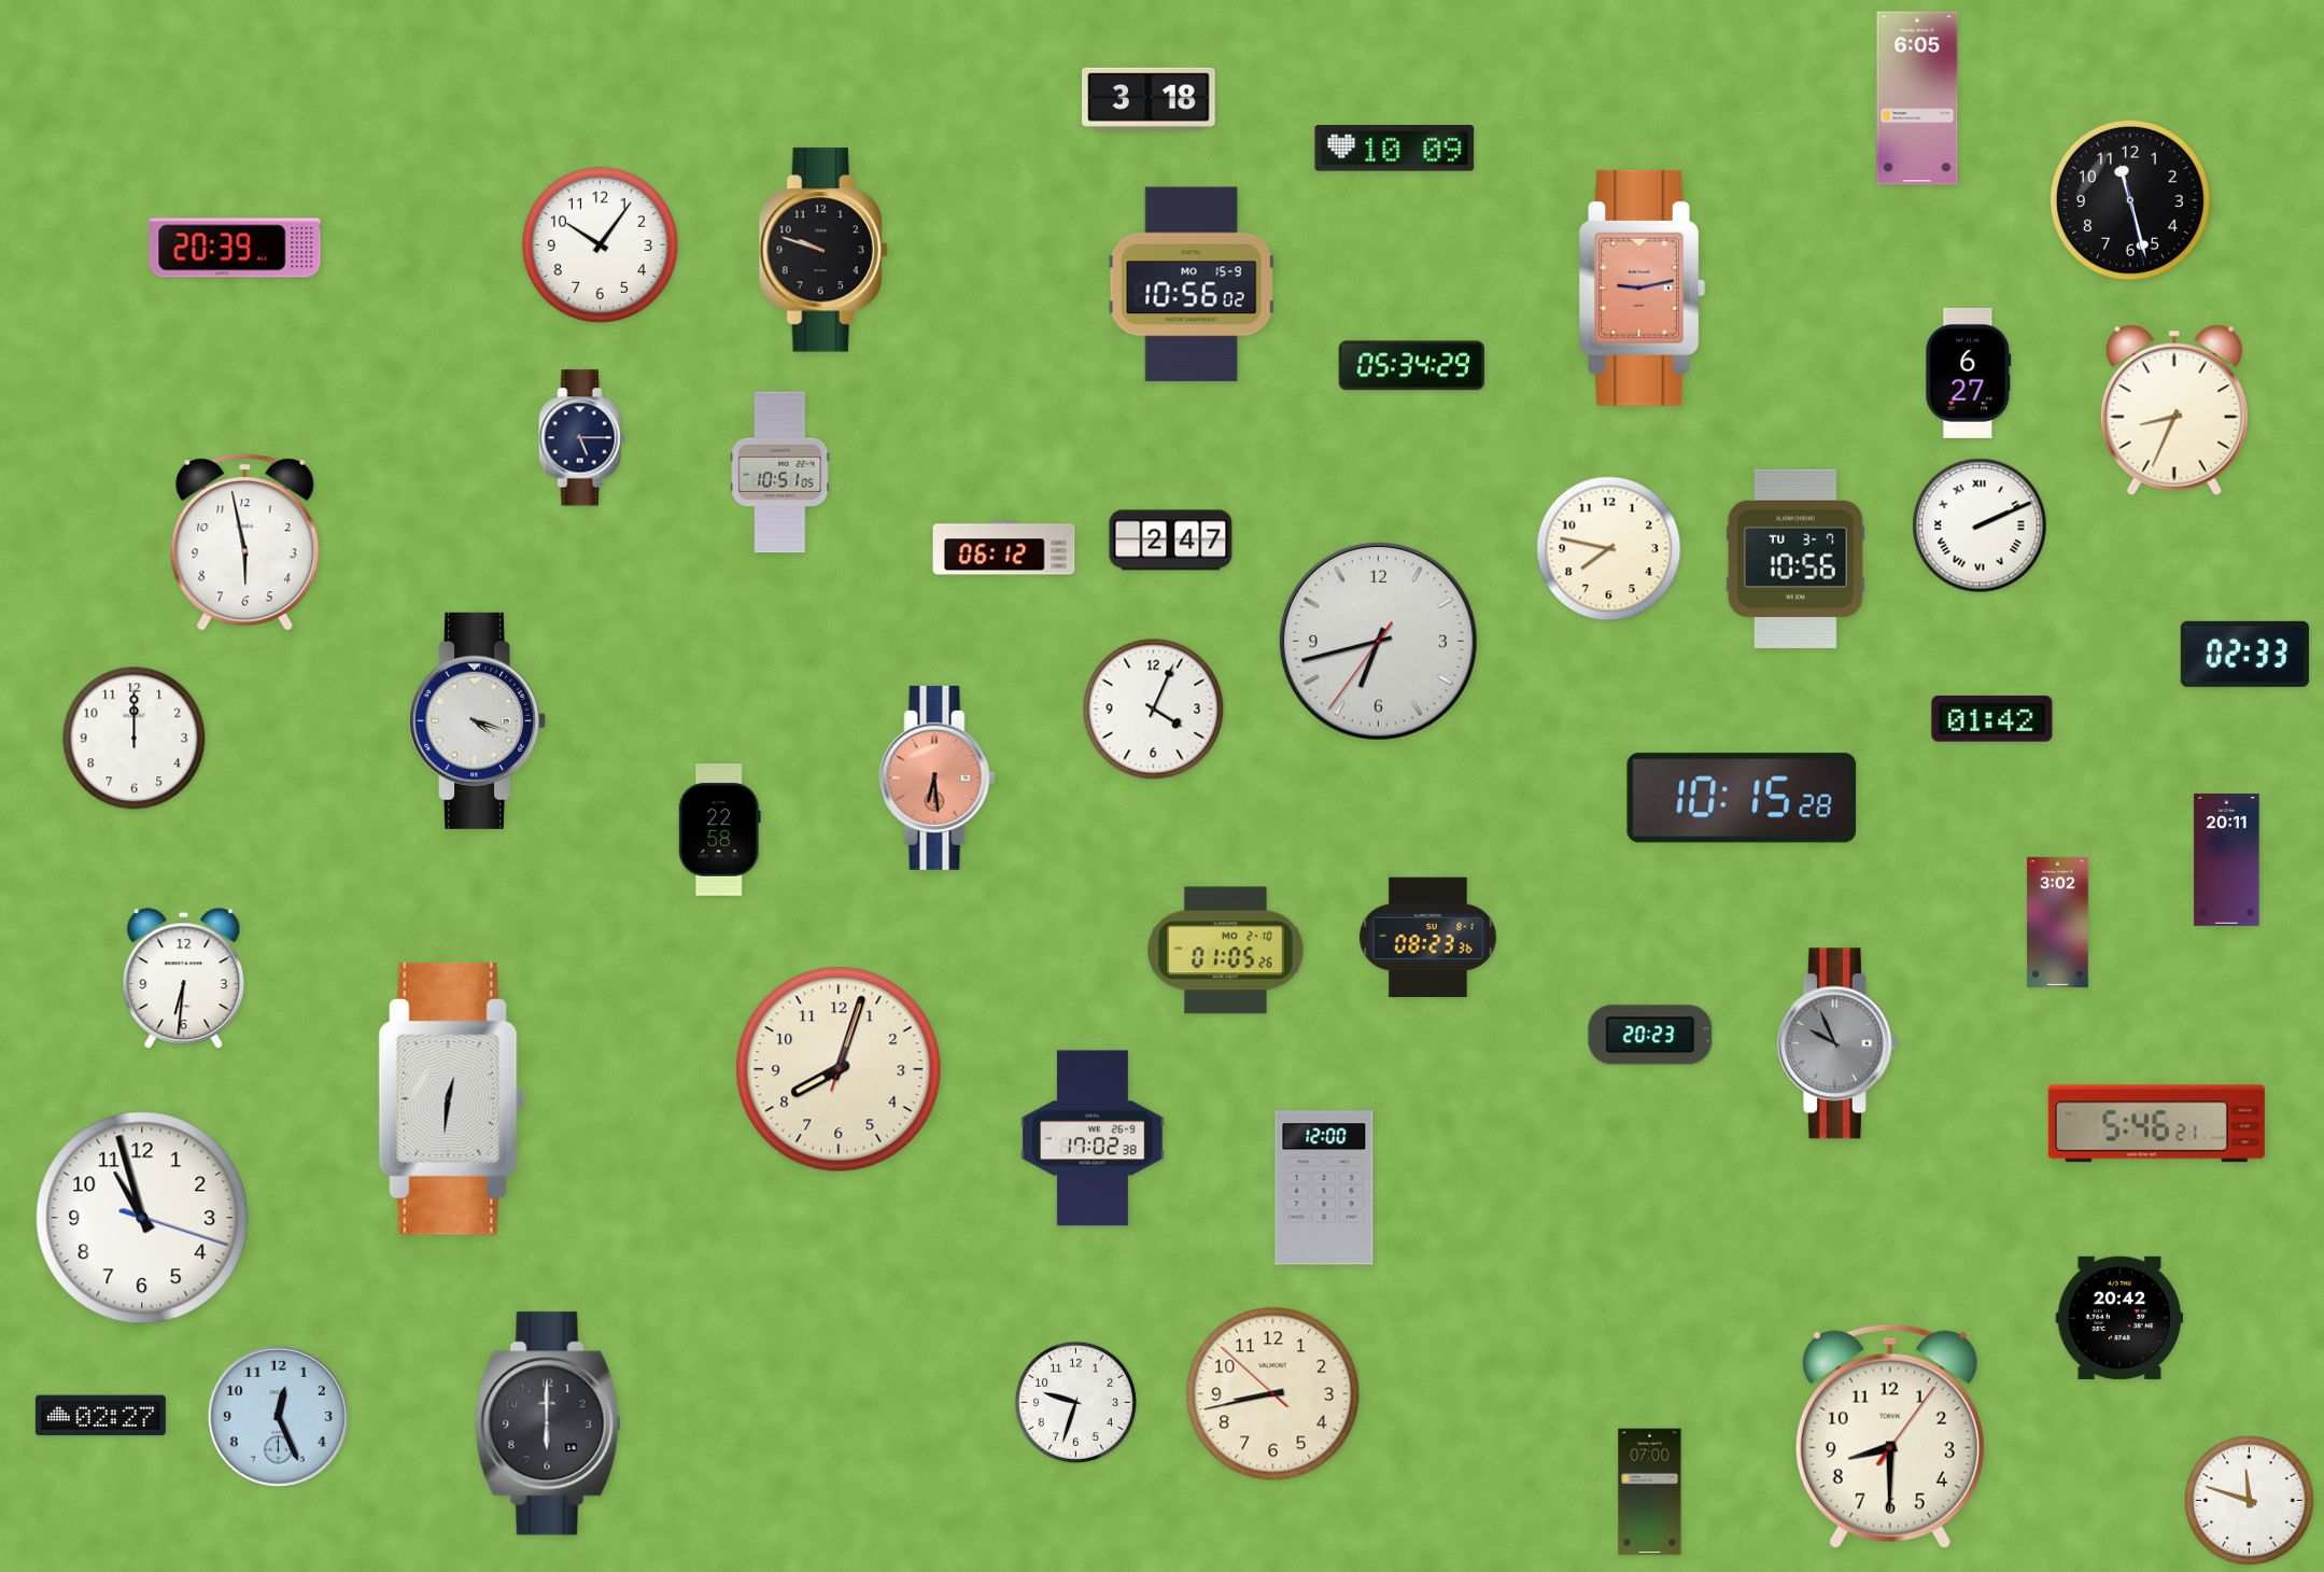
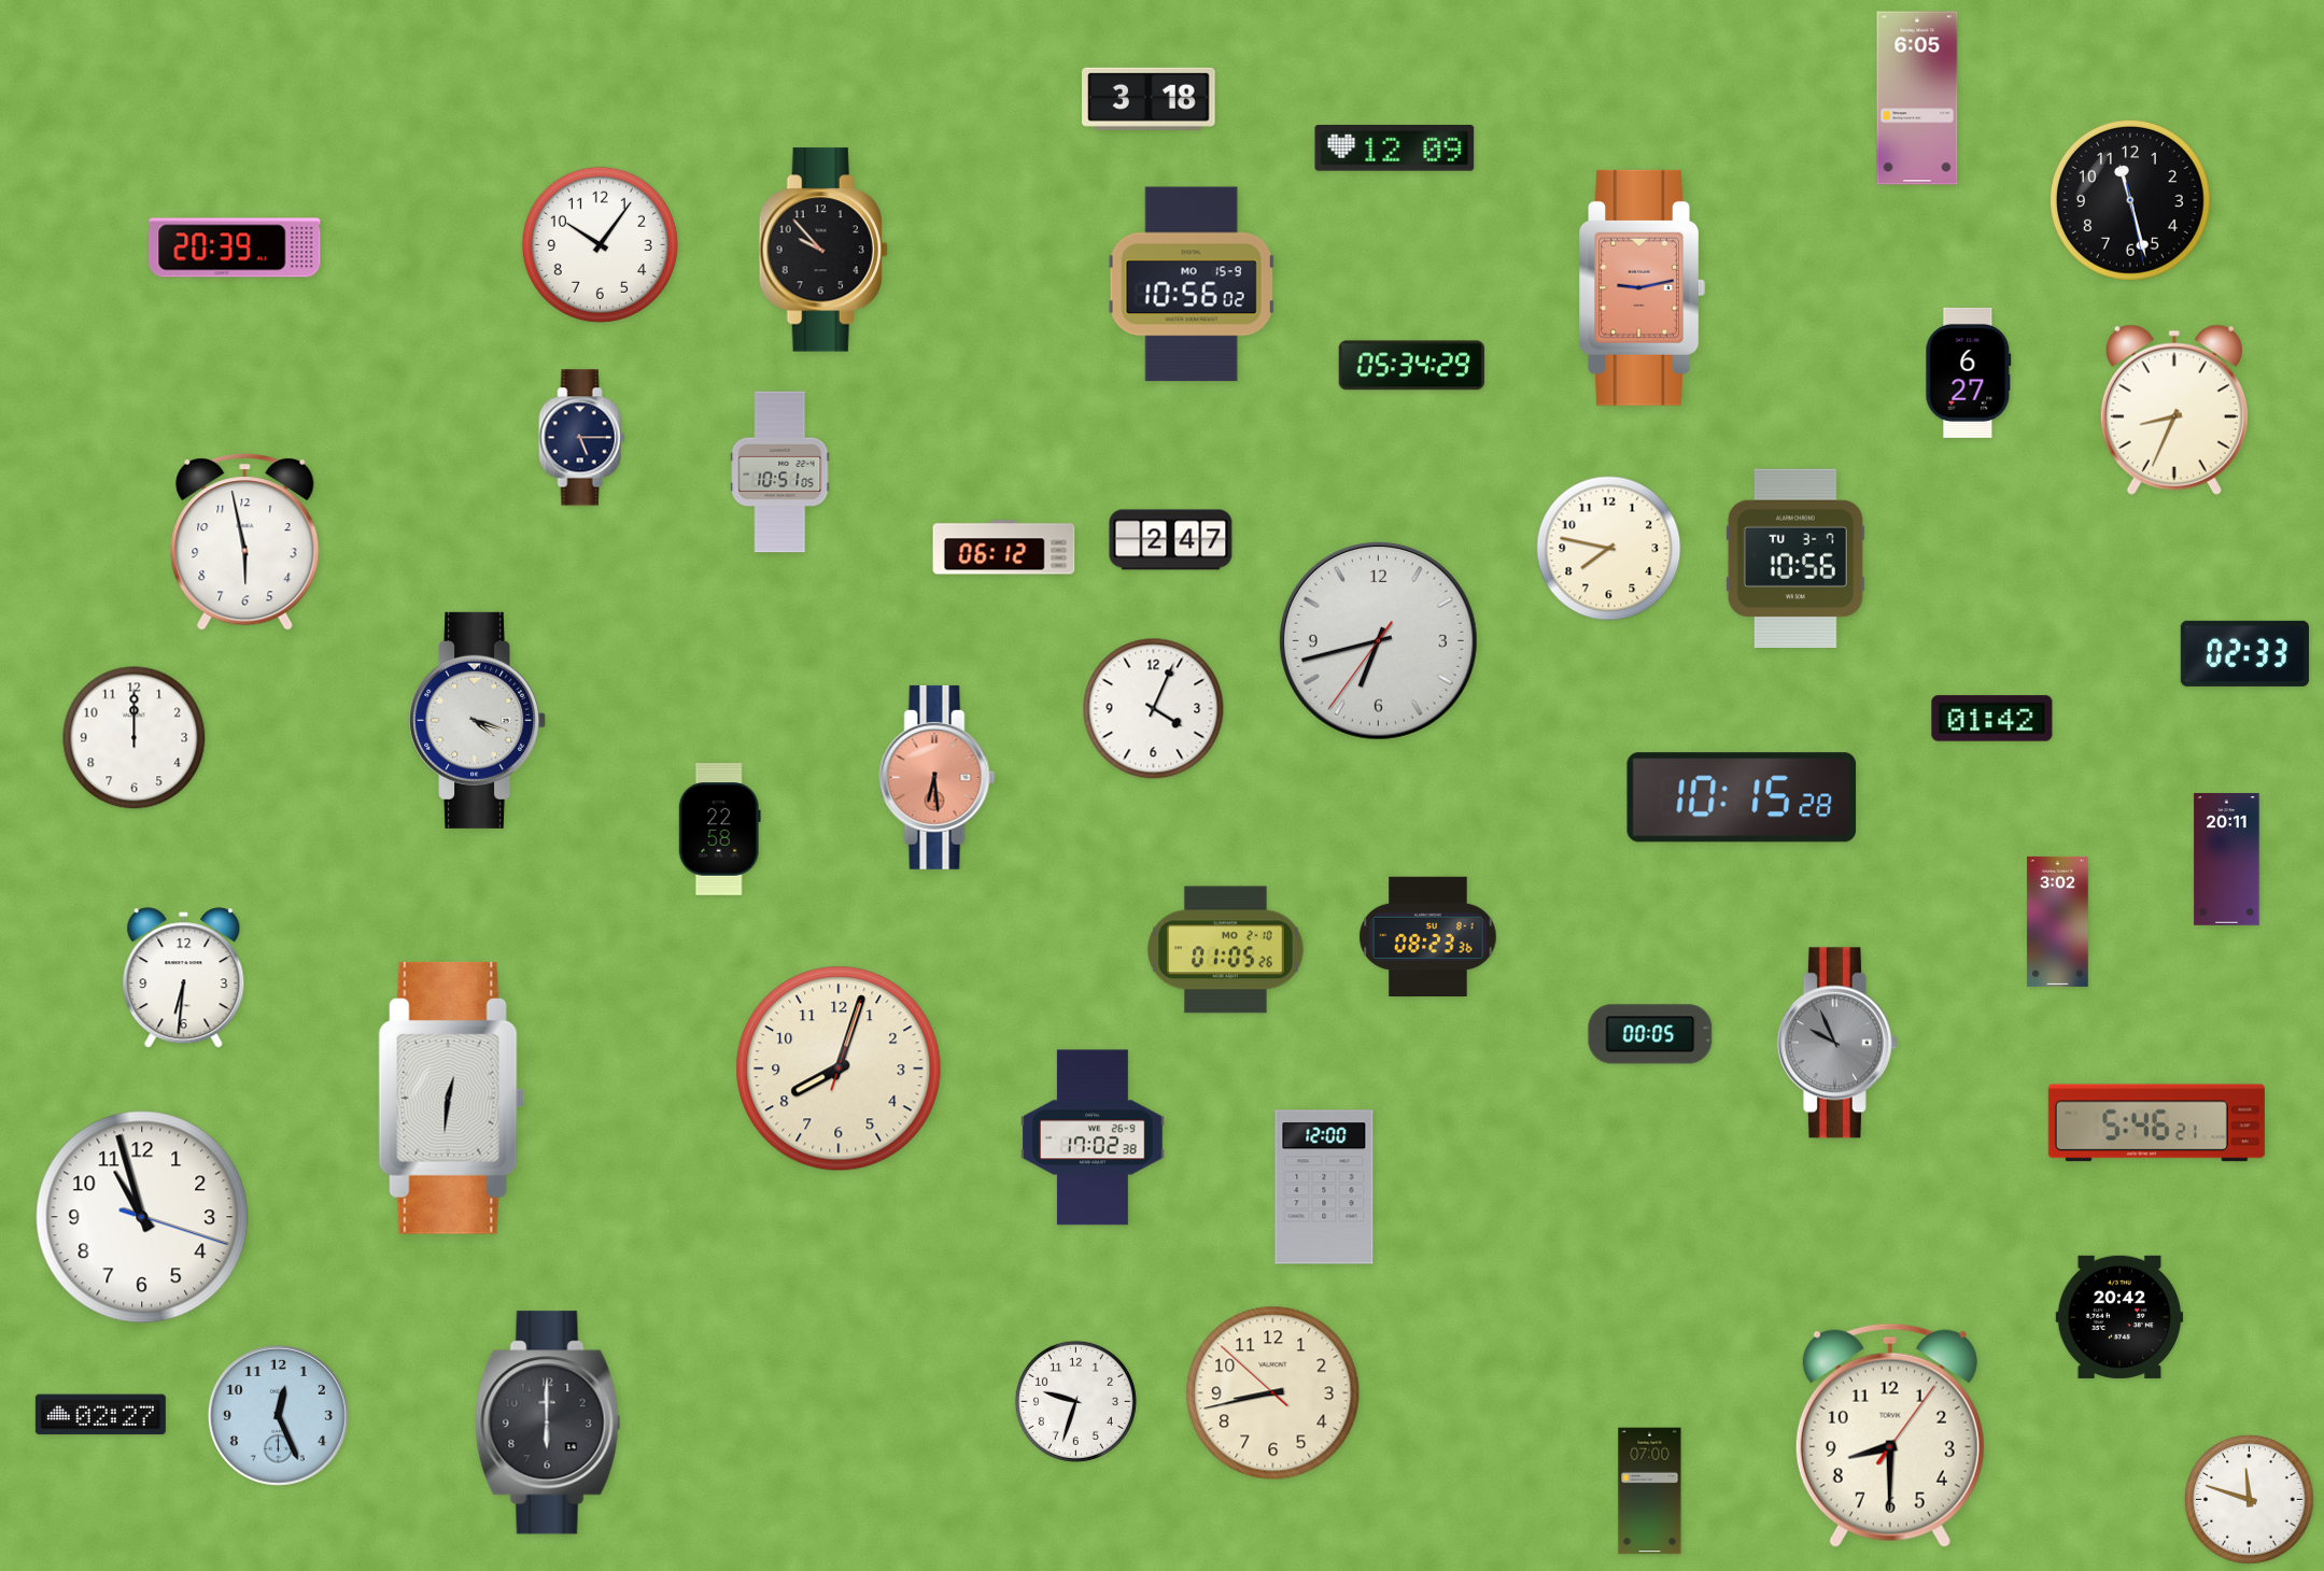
clock at (1395, 149): 10:09 -> 12:09
clock at (823, 250): 9:48 -> 9:53
clock at (1980, 525): 2:11 -> none
clock at (1650, 1035): 20:23 -> 00:05
